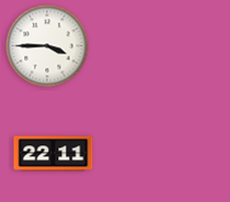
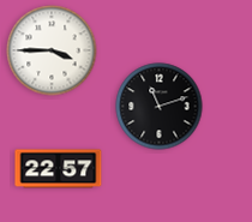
clock at (160, 107): none -> 11:12
clock at (54, 154): 22:11 -> 22:57
